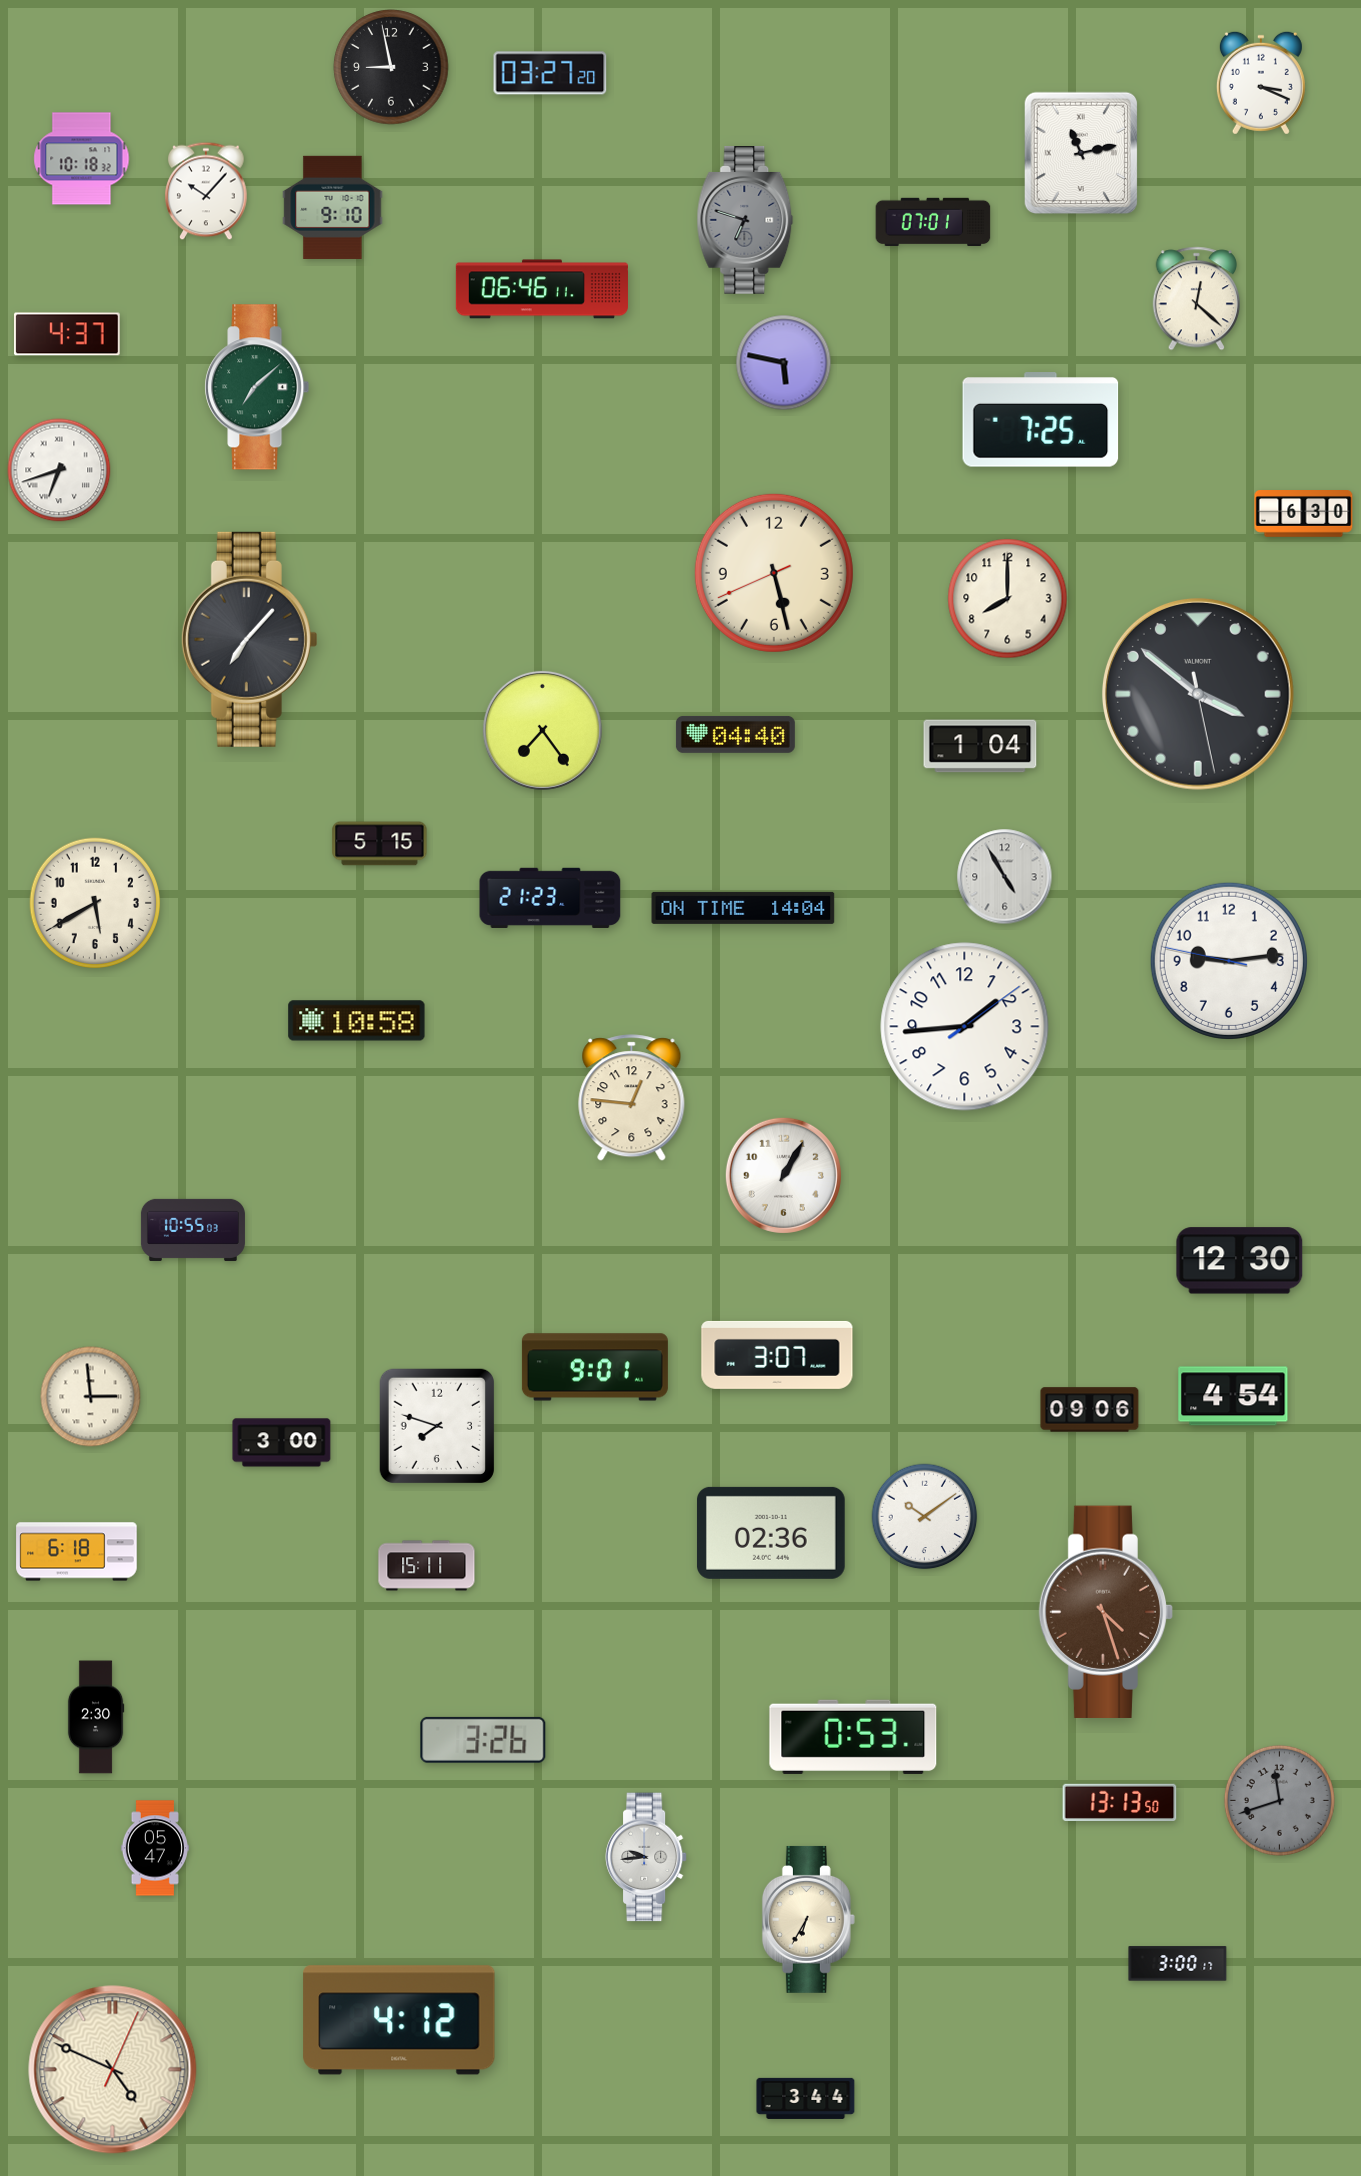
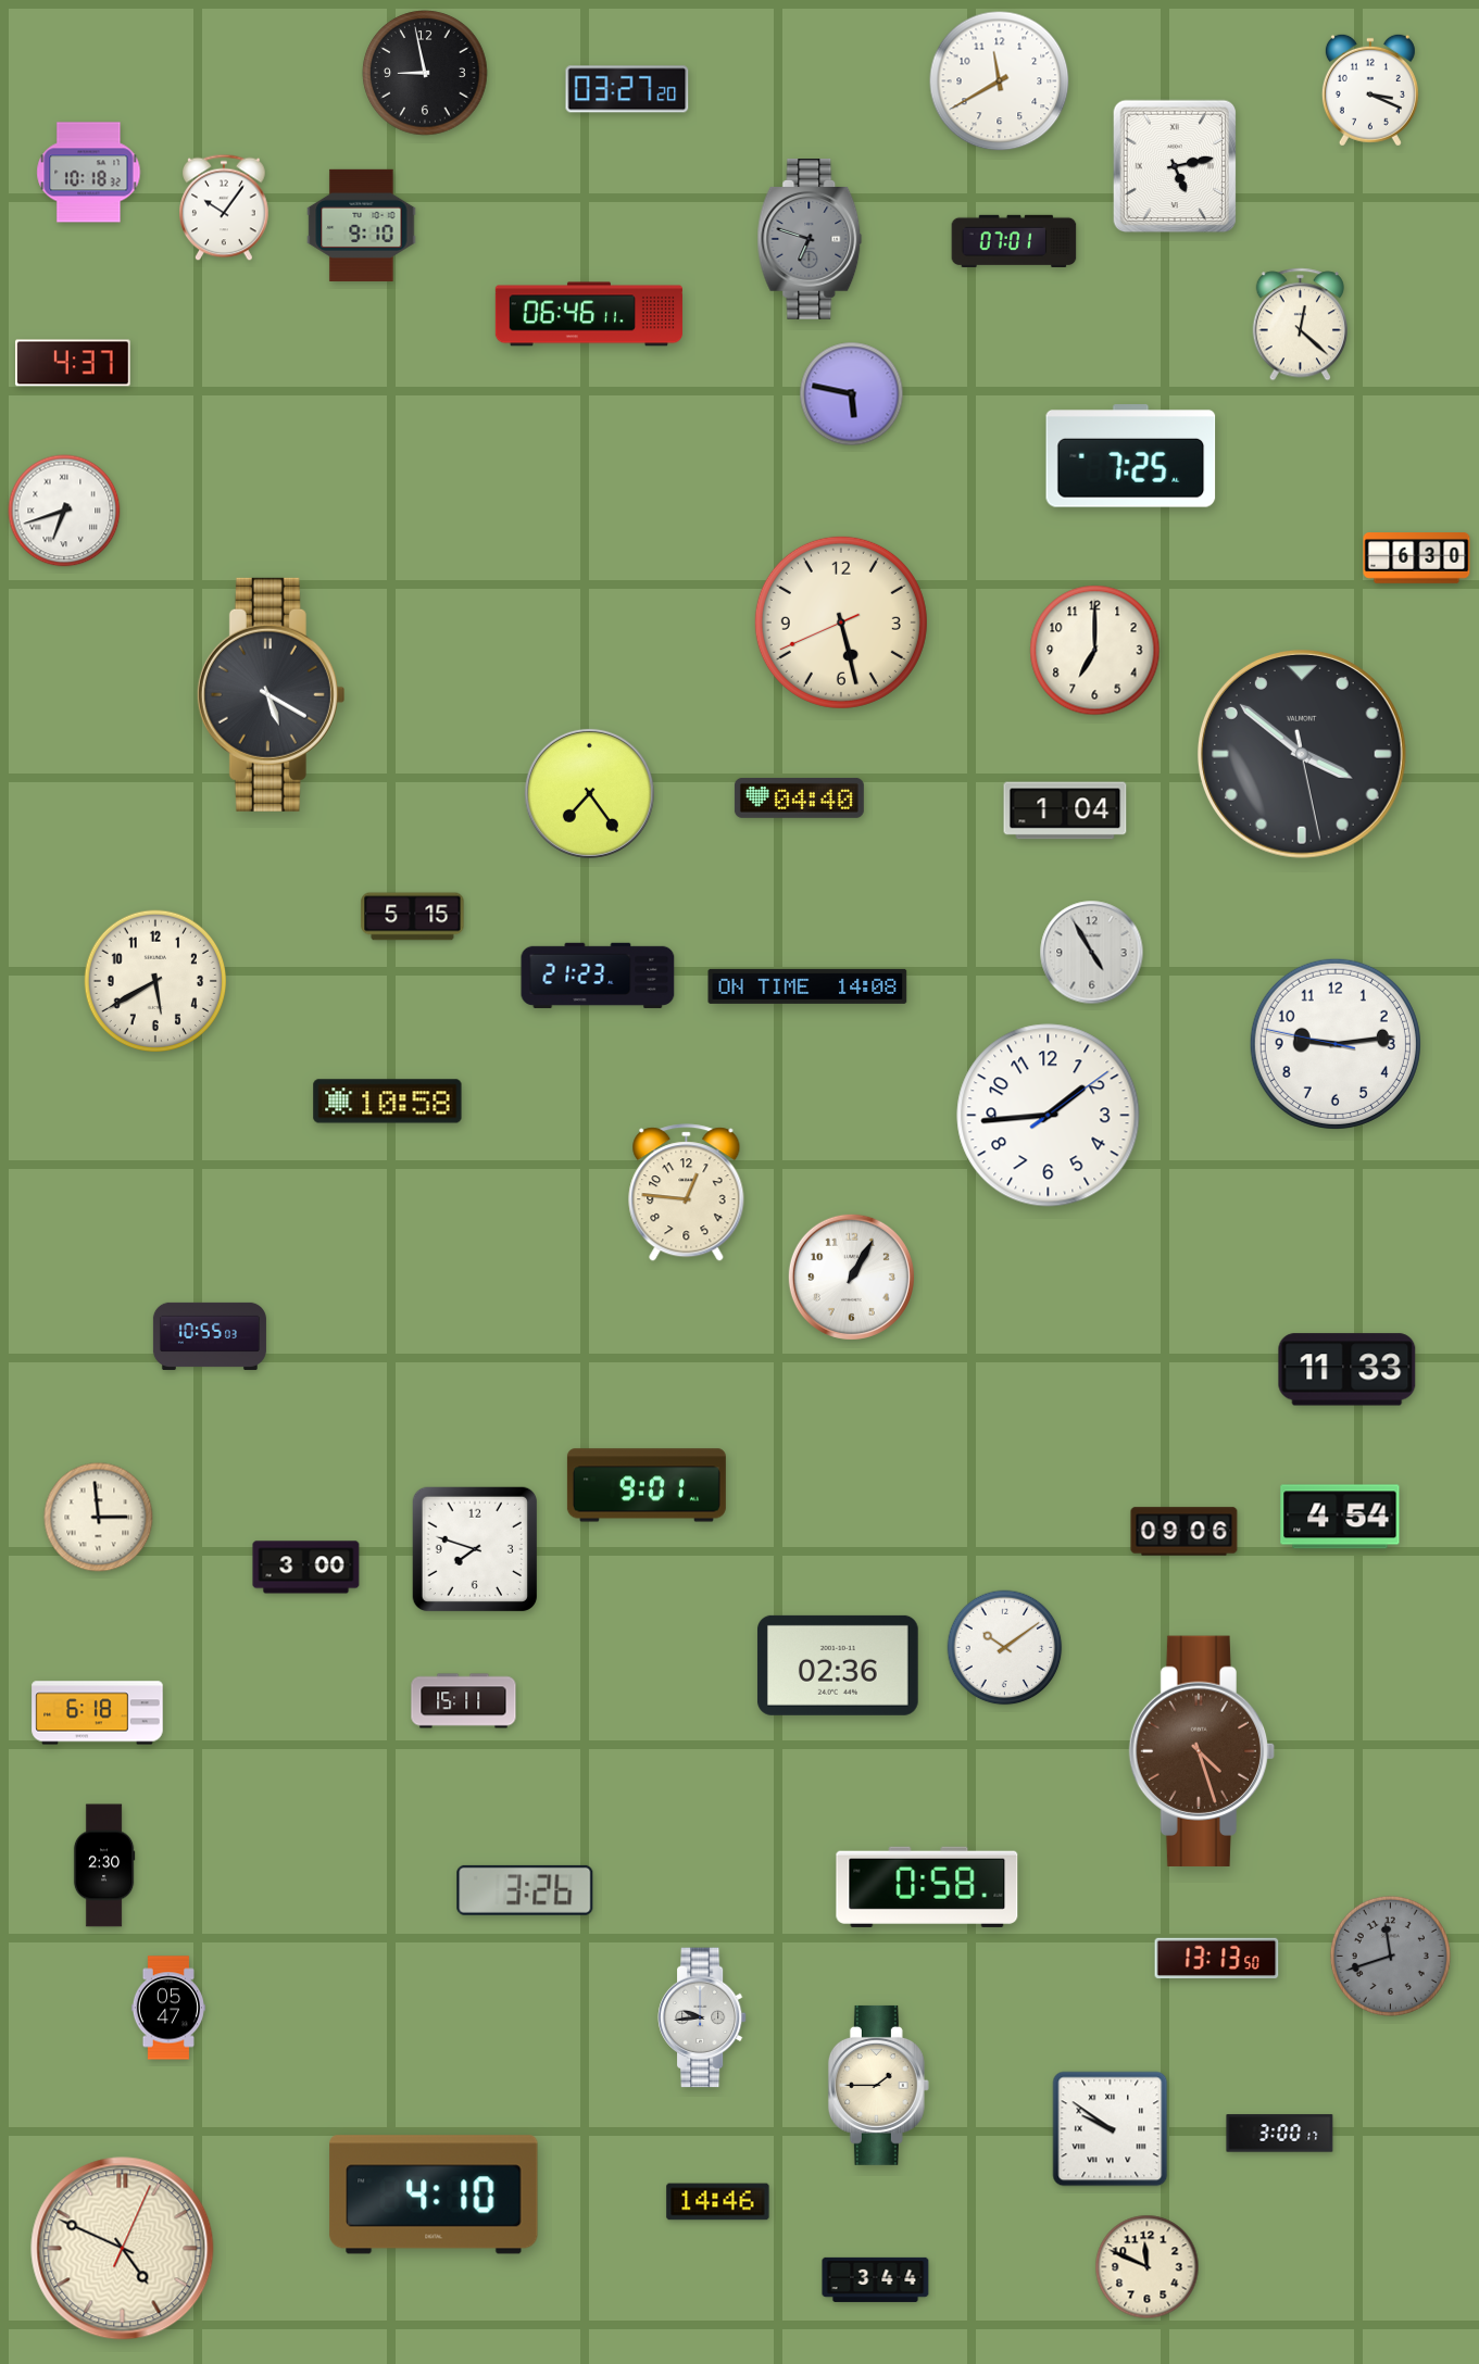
clock at (550, 73) position: (550, 73) -> (627, 89)
clock at (1000, 81): none -> 11:40
clock at (1081, 153): 11:13 -> 5:13
clock at (206, 191): 10:07 -> 10:06
clock at (257, 387): 7:08 -> none
clock at (1008, 599): 8:00 -> 7:00
clock at (249, 639): 7:07 -> 5:20
clock at (95, 903) position: (95, 903) -> (155, 981)
clock at (743, 908): 14:04 -> 14:08
clock at (357, 1021) position: (357, 1021) -> (388, 1102)
clock at (1240, 1261): 12:30 -> 11:33
clock at (777, 1355): 3:07 -> none
clock at (77, 1552) position: (77, 1552) -> (98, 1713)
clock at (853, 1737): 0:53 -> 0:58
clock at (808, 1919): 6:35 -> 1:45
clock at (1111, 2129): none -> 9:51
clock at (399, 2020): 4:12 -> 4:10
clock at (718, 2202): none -> 14:46
clock at (1148, 2267): none -> 11:49
